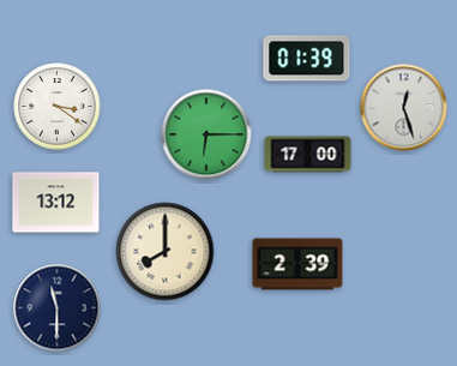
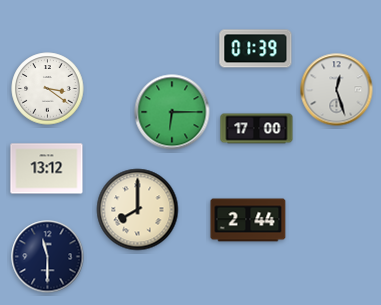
clock at (297, 264): 2:39 -> 2:44
